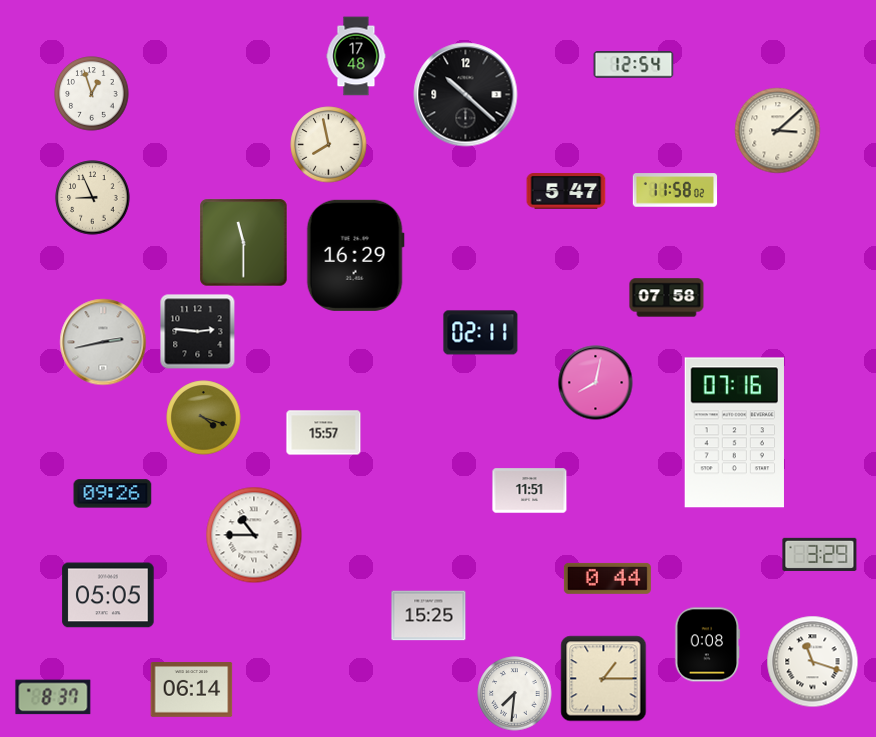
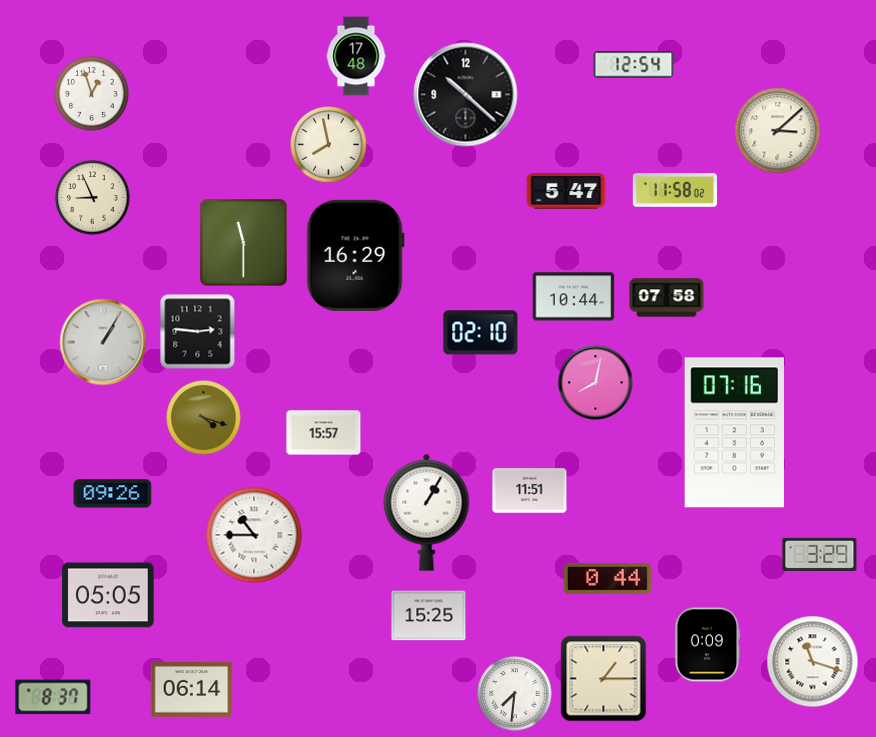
clock at (574, 297): none -> 10:44
clock at (481, 333): 02:11 -> 02:10
clock at (103, 342): 2:43 -> 1:05
clock at (427, 512): none -> 1:05
clock at (708, 645): 0:08 -> 0:09
